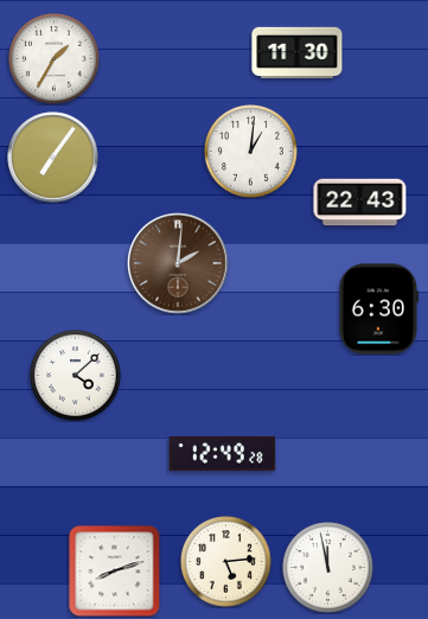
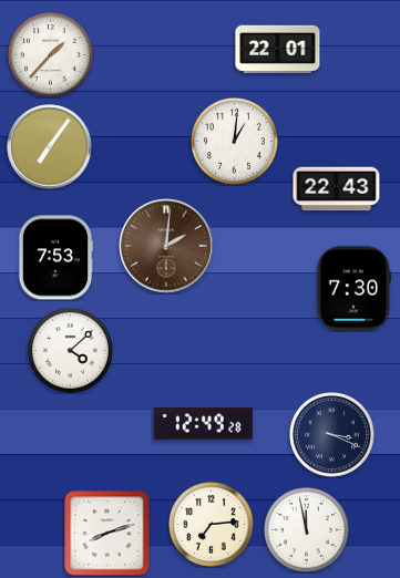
clock at (298, 52): 11:30 -> 22:01
clock at (55, 59): 1:35 -> 1:37
clock at (55, 258): none -> 7:53
clock at (378, 309): 6:30 -> 7:30
clock at (223, 453) position: (223, 453) -> (204, 423)
clock at (332, 435): none -> 3:19
clock at (226, 562): 5:14 -> 7:14
